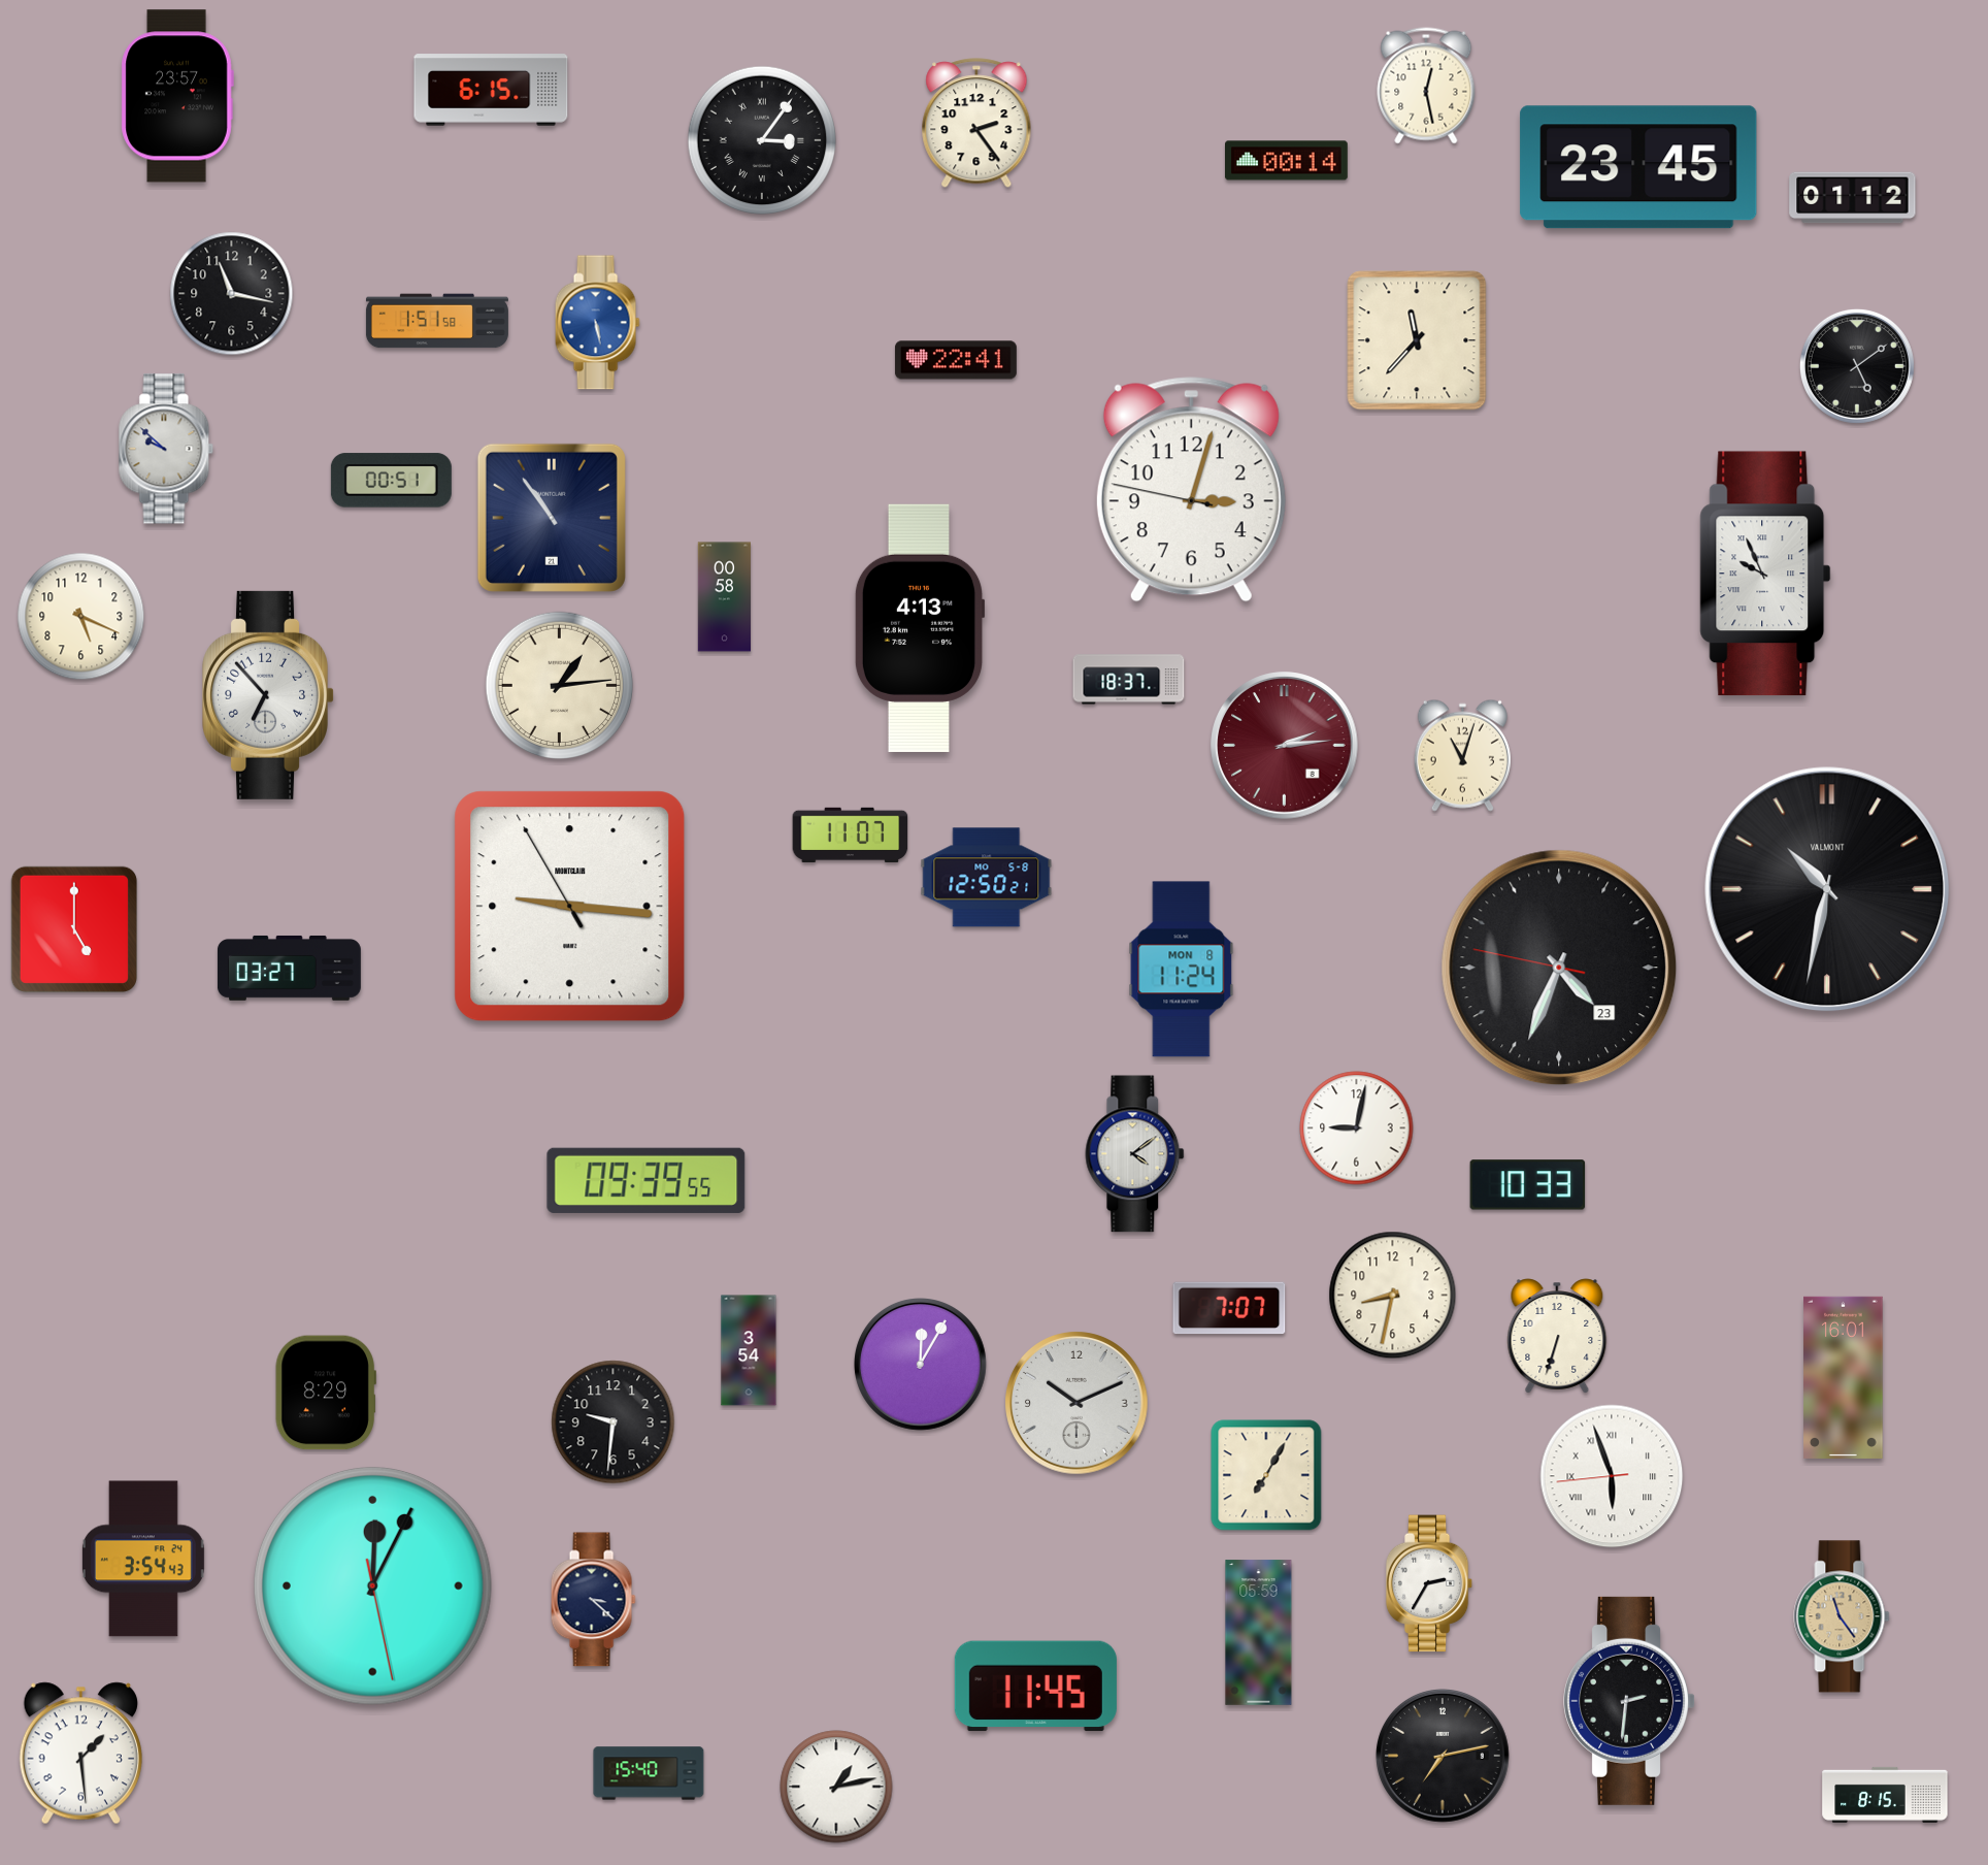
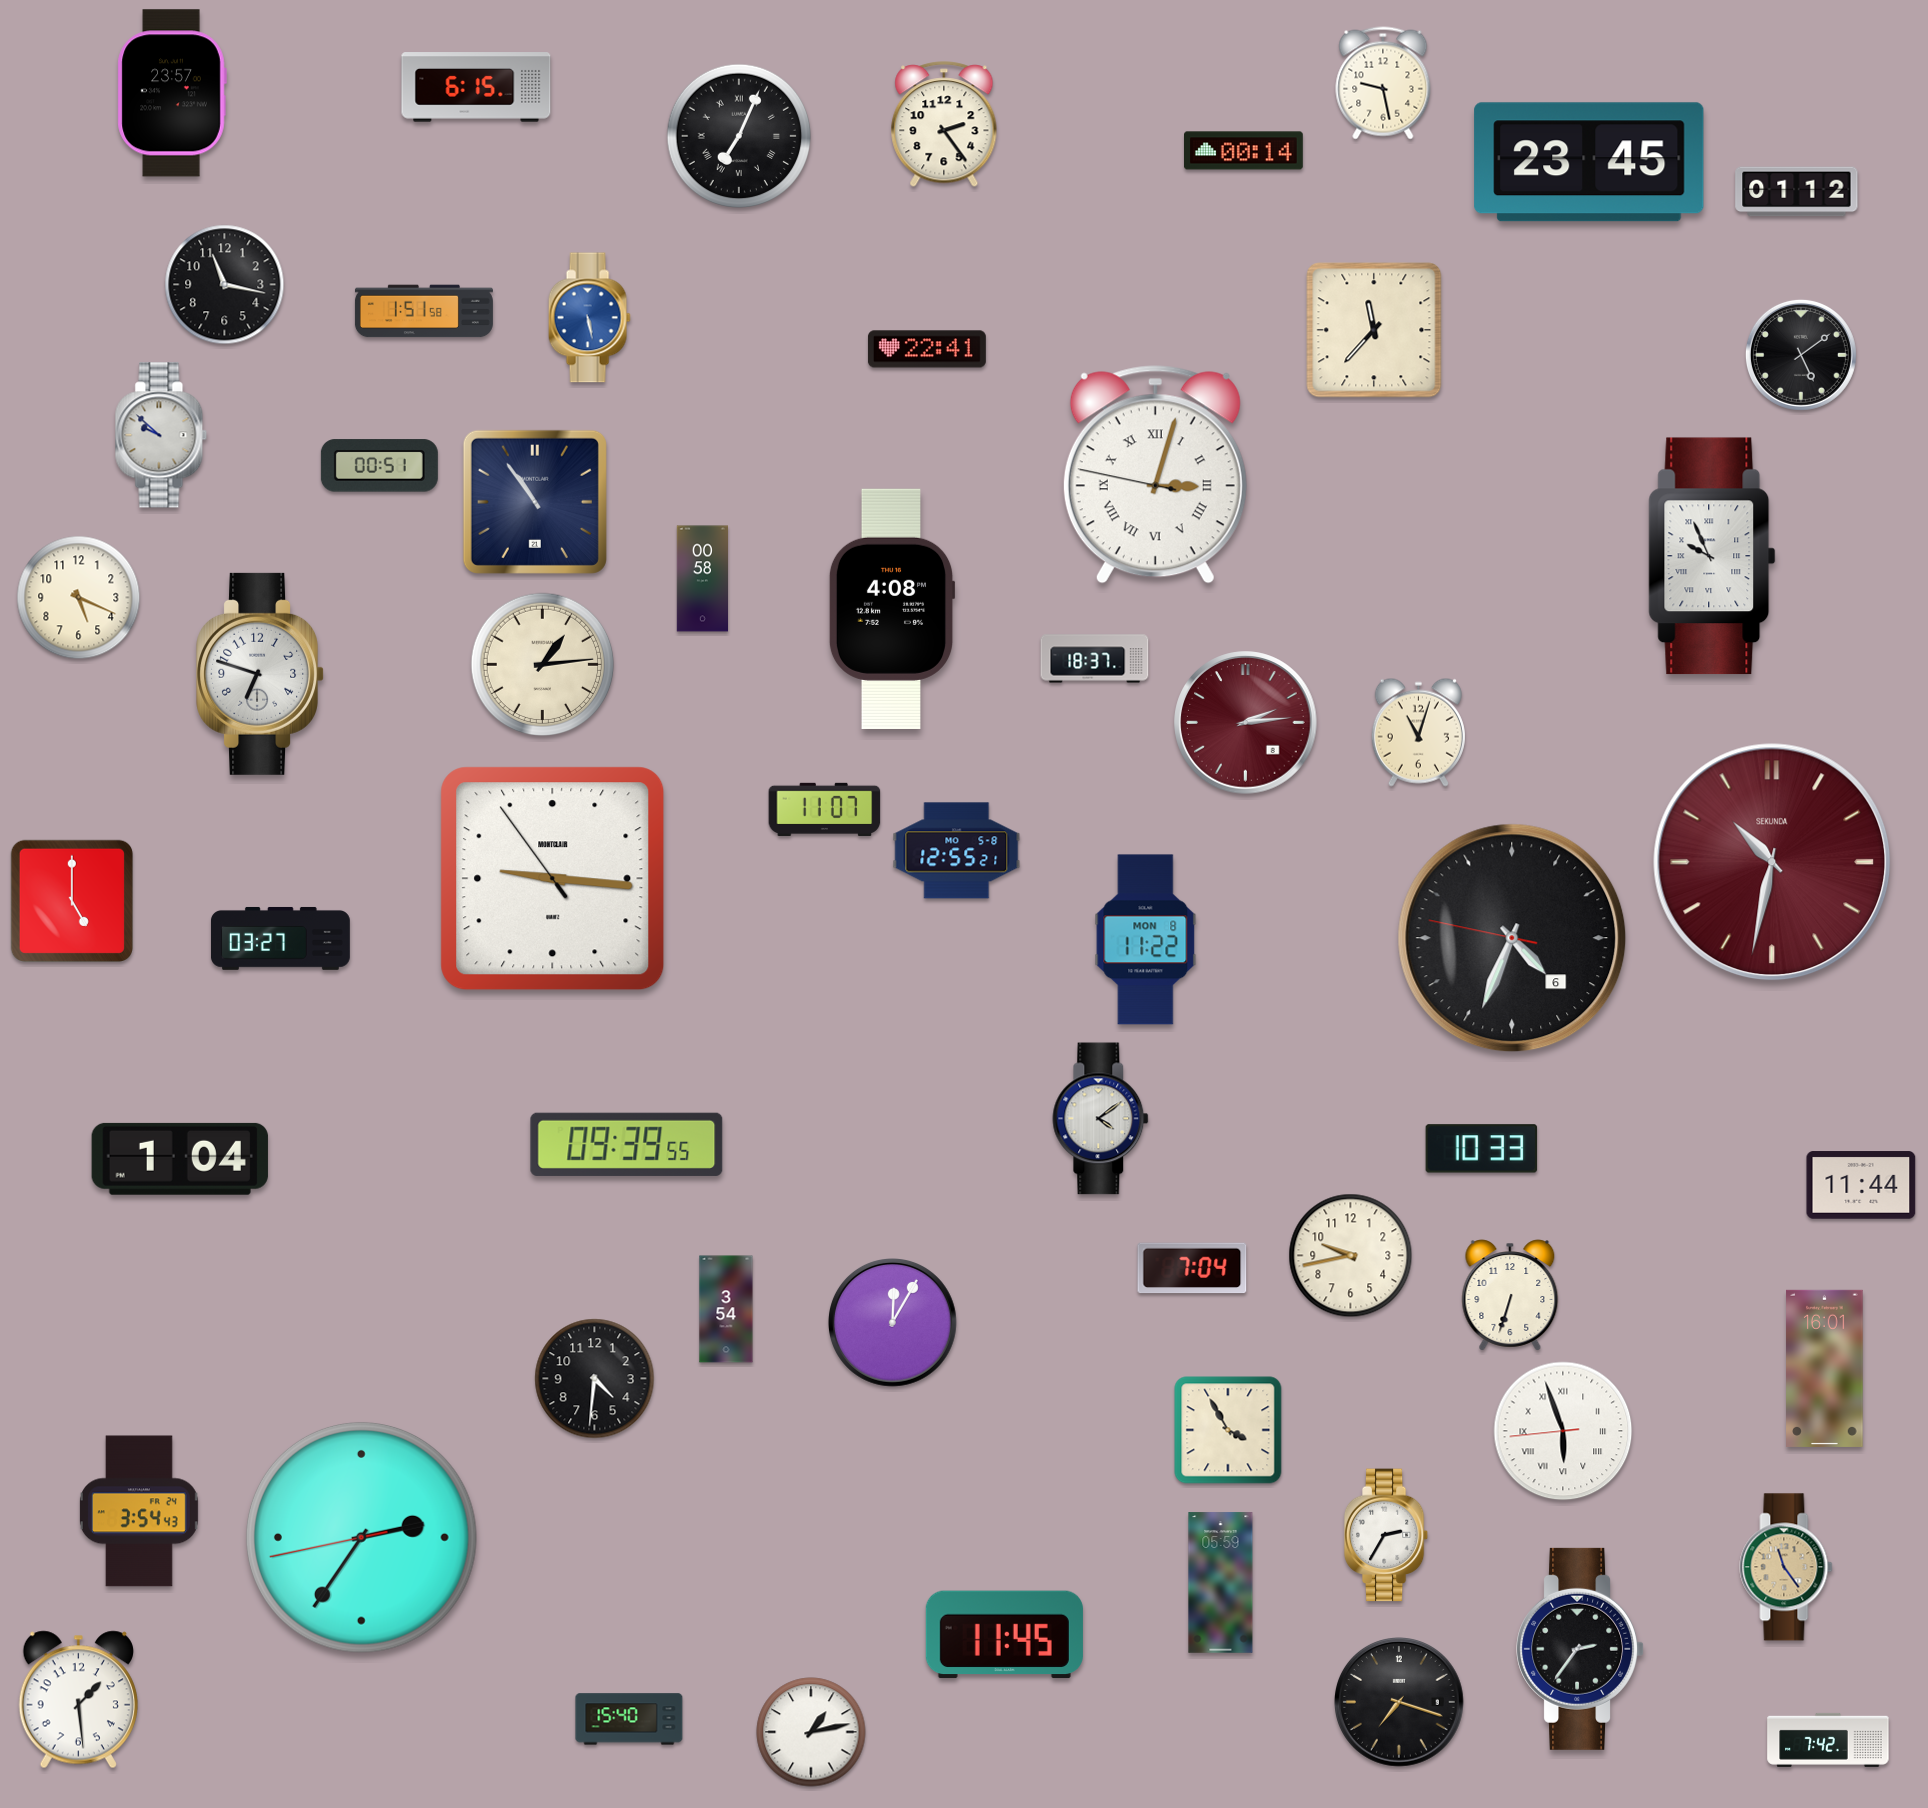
clock at (1426, 86): 12:28 -> 9:28
clock at (976, 124) position: (976, 124) -> (944, 125)
clock at (762, 140): 3:06 -> 7:04
clock at (1287, 161) position: (1287, 161) -> (1244, 151)
clock at (597, 323) position: (597, 323) -> (589, 318)
clock at (1191, 490) numerals: Arabic -> Roman
clock at (920, 628): 4:13 -> 4:08
clock at (268, 695): 6:53 -> 6:48
clock at (987, 878): 12:50 -> 12:55
clock at (1827, 889) dial: black -> burgundy
clock at (1827, 889) brand: VALMONT -> SEKUNDA
clock at (570, 907): 9:15:55 -> 9:15:54
clock at (1559, 968) date: 23 -> 6
clock at (1182, 970): 11:24 -> 11:22
clock at (1357, 1128): 9:02 -> none
clock at (180, 1159): none -> 1:04
clock at (1861, 1185): none -> 11:44
clock at (1393, 1296): 8:32 -> 9:43
clock at (1229, 1308): 7:07 -> 7:04
clock at (1844, 1377) position: (1844, 1377) -> (1825, 1368)
clock at (326, 1393): 8:29 -> none
clock at (1076, 1403): 10:11 -> none
clock at (614, 1422): 9:31 -> 4:31
clock at (1266, 1475): 7:05 -> 3:55
clock at (372, 1585): 12:04 -> 2:35
clock at (593, 1600): 3:22 -> none
clock at (1629, 1701): 2:31 -> 2:36
clock at (1444, 1757): 7:13 -> 7:18
clock at (1885, 1795): 8:15 -> 7:42
